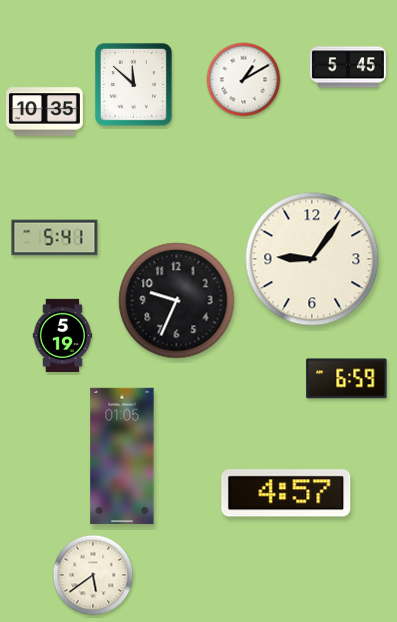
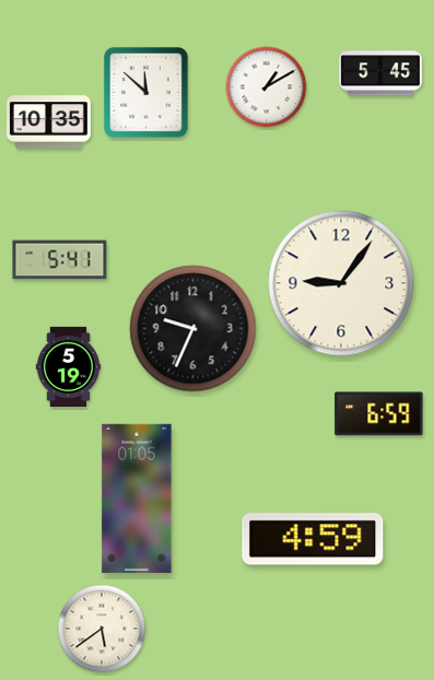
clock at (122, 456) position: (122, 456) -> (137, 499)
clock at (286, 493): 4:57 -> 4:59
